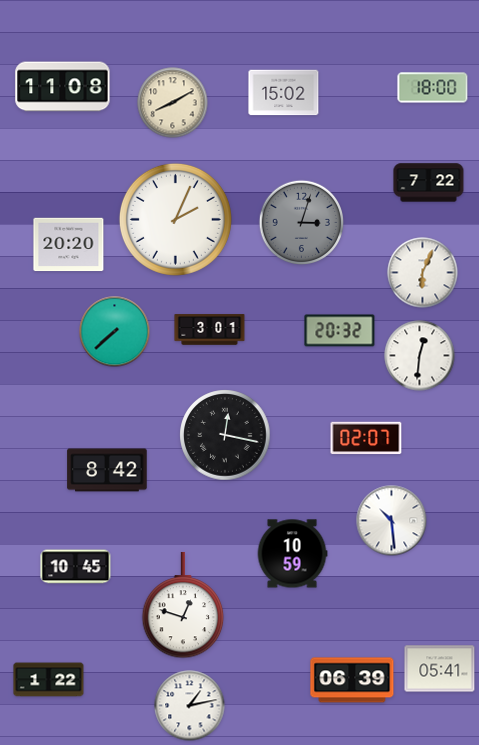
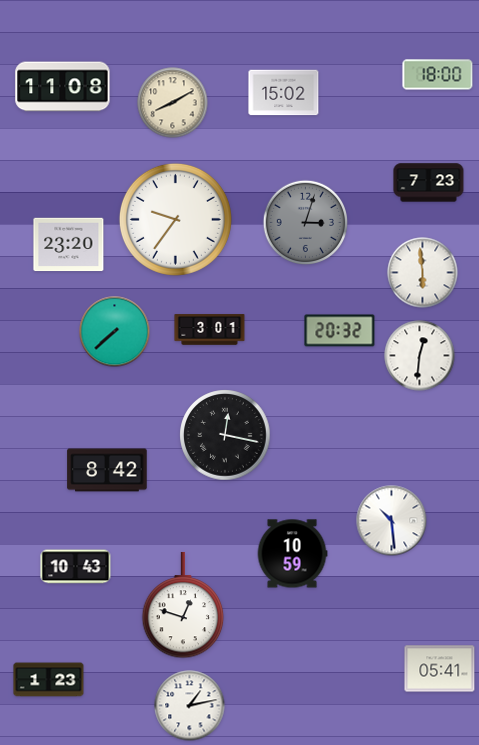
clock at (433, 88) position: (433, 88) -> (438, 75)
clock at (429, 183): 7:22 -> 7:23
clock at (175, 219): 2:04 -> 9:36
clock at (302, 223) position: (302, 223) -> (306, 223)
clock at (69, 245): 20:20 -> 23:20
clock at (423, 273): 6:04 -> 5:59
clock at (366, 438): 02:07 -> none
clock at (76, 567): 10:45 -> 10:43
clock at (49, 680): 1:22 -> 1:23
clock at (352, 680): 06:39 -> none
